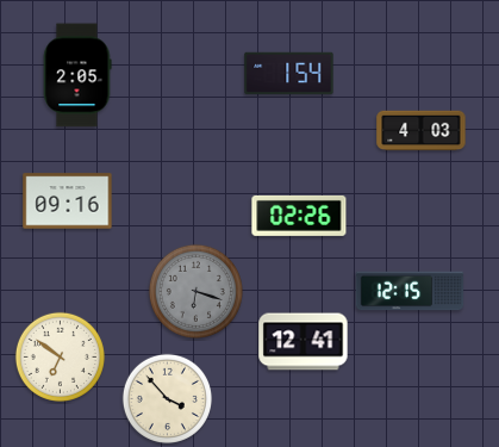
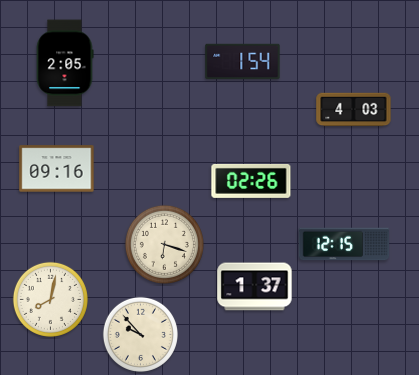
clock at (195, 291) dial: grey -> cream
clock at (304, 342): 12:41 -> 1:37
clock at (60, 356): 6:51 -> 8:02
clock at (167, 398): 3:53 -> 9:53
